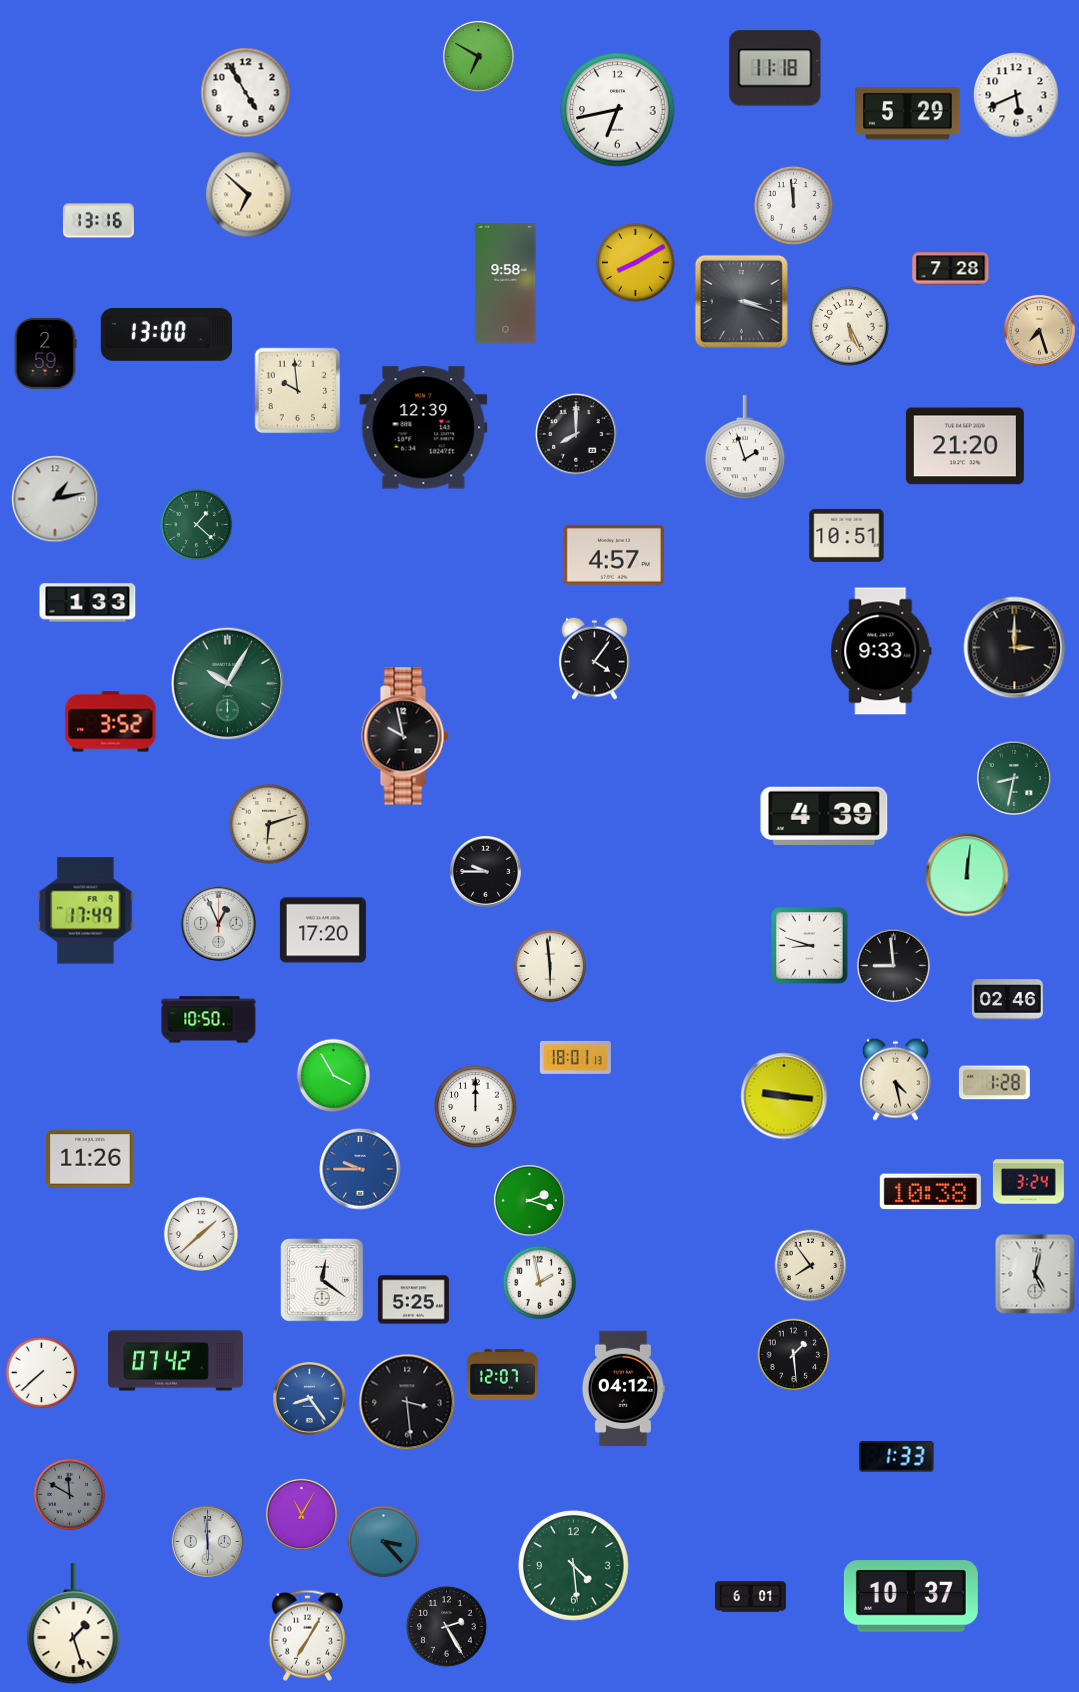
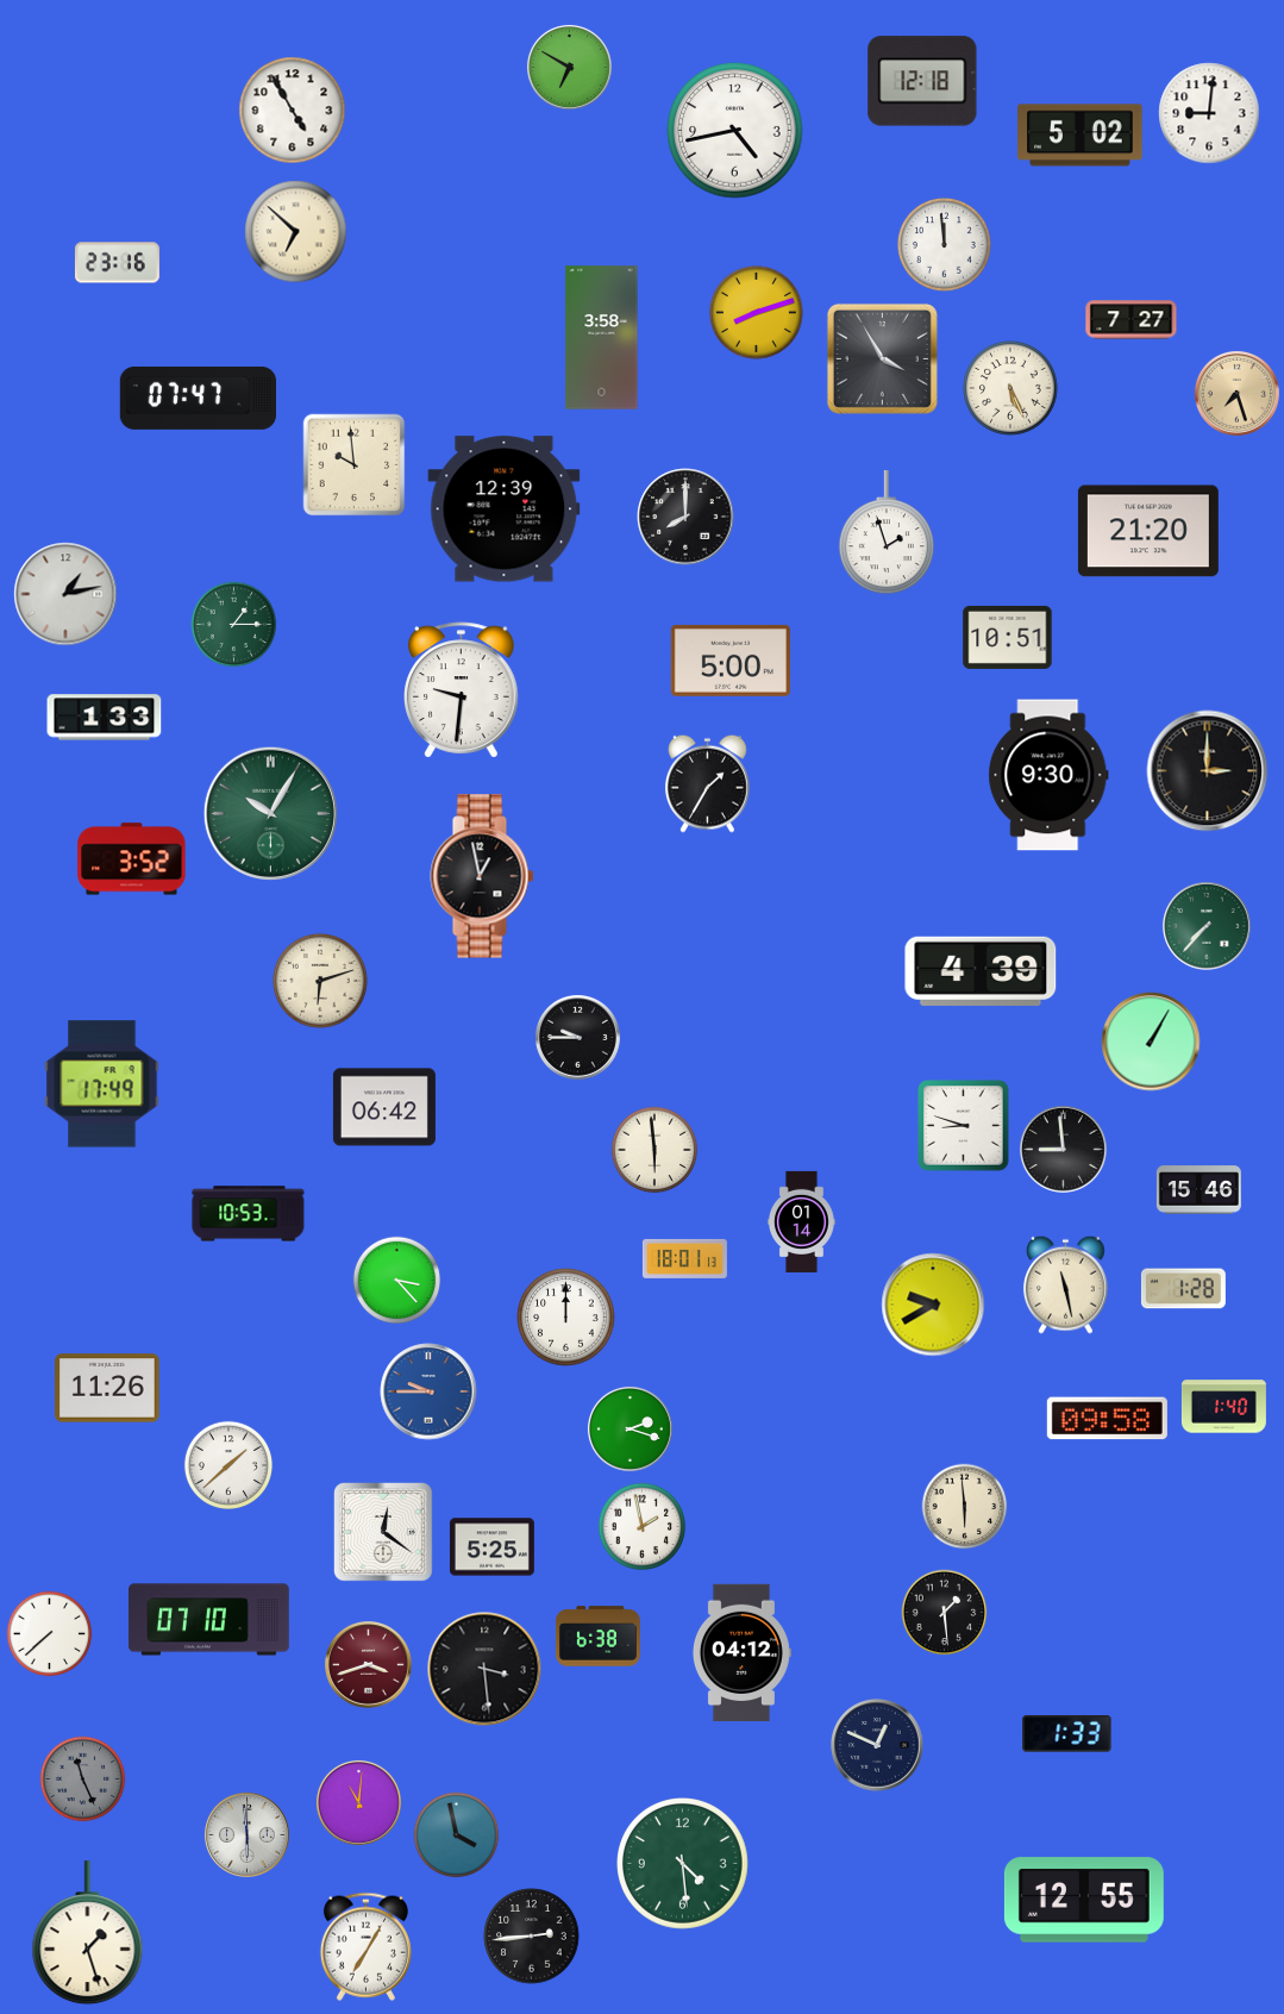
clock at (775, 68): 11:18 -> 12:18
clock at (1016, 95): 5:41 -> 9:01
clock at (618, 110): 6:43 -> 4:43
clock at (908, 114): 5:29 -> 5:02
clock at (98, 221): 13:16 -> 23:16
clock at (635, 262): 8:10 -> 8:12
clock at (951, 269): 7:28 -> 7:27
clock at (506, 284): 9:58 -> 3:58
clock at (741, 301): 3:18 -> 3:55
clock at (166, 334): 13:00 -> 07:47
clock at (45, 353): 2:59 -> none
clock at (197, 525): 1:22 -> 1:15
clock at (614, 555): 4:57 -> 5:00
clock at (462, 690): none -> 9:31
clock at (881, 651): 9:33 -> 9:30
clock at (594, 658): 4:06 -> 1:35
clock at (405, 736): 9:58 -> 12:58
clock at (1015, 779): 8:32 -> 7:37
clock at (967, 875): 12:01 -> 1:05
clock at (219, 924): 12:56 -> none
clock at (323, 930): 17:20 -> 06:42
clock at (1007, 1000): 02:46 -> 15:46
clock at (209, 1020): 10:50 -> 10:53
clock at (802, 1221): none -> 01:14
clock at (334, 1076): 3:55 -> 3:23
clock at (895, 1079): 4:28 -> 11:28
clock at (784, 1096): 9:16 -> 9:40
clock at (91, 1159) position: (91, 1159) -> (108, 1388)
clock at (1028, 1182): 3:24 -> 1:40
clock at (930, 1192): 10:38 -> 09:58
clock at (200, 1233) position: (200, 1233) -> (227, 1464)
clock at (811, 1266): 7:54 -> 5:59
clock at (1035, 1274): 5:02 -> none
clock at (323, 1281) position: (323, 1281) -> (384, 1533)
clock at (176, 1361): 07:42 -> 07:10
clock at (502, 1375): 12:07 -> 6:38
clock at (310, 1399): 8:24 -> 3:42
clock at (310, 1399) dial: blue -> burgundy
clock at (877, 1745): none -> 12:49
clock at (70, 1495): 11:50 -> 11:26
clock at (301, 1514): 11:05 -> 11:01
clock at (384, 1542): 3:23 -> 3:58
clock at (911, 1596): 10:37 -> 12:55
clock at (750, 1597): 6:01 -> none
clock at (447, 1627): 2:25 -> 2:44
